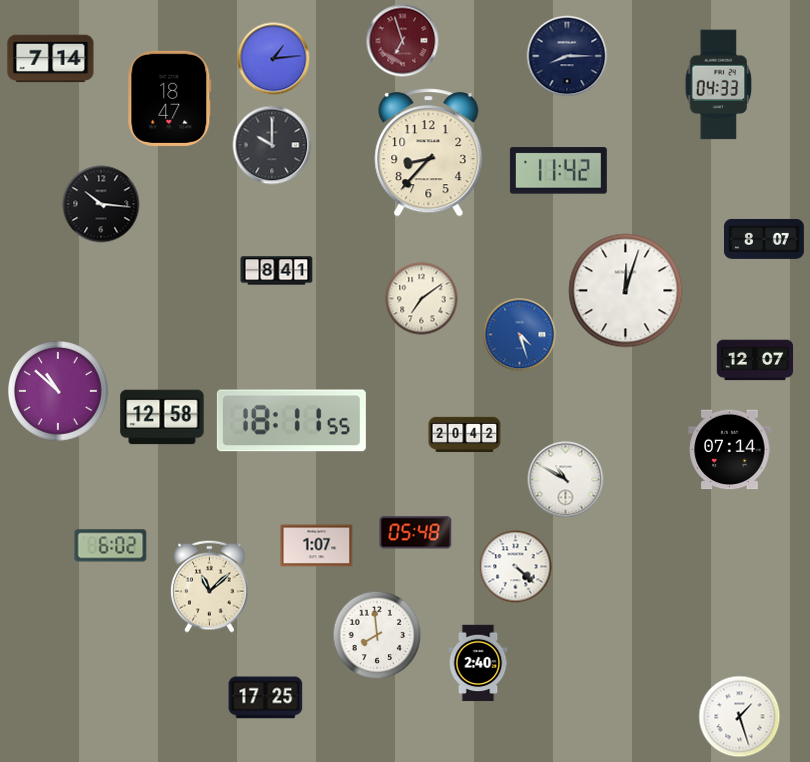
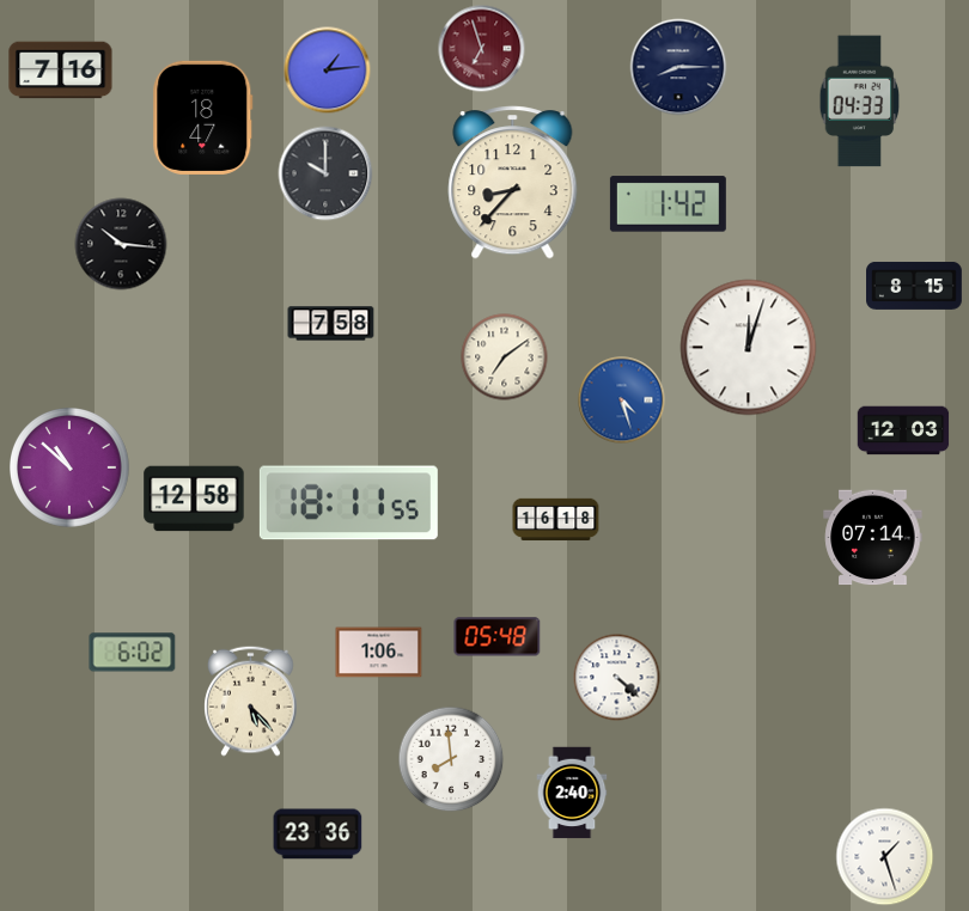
clock at (51, 59): 7:14 -> 7:16
clock at (558, 171): 11:42 -> 1:42
clock at (765, 239): 8:07 -> 8:15
clock at (277, 271): 8:41 -> 7:58
clock at (755, 360): 12:07 -> 12:03
clock at (465, 435): 20:42 -> 16:18
clock at (566, 480): 10:50 -> none
clock at (317, 546): 1:07 -> 1:06
clock at (210, 586): 11:08 -> 5:23
clock at (266, 698): 17:25 -> 23:36
